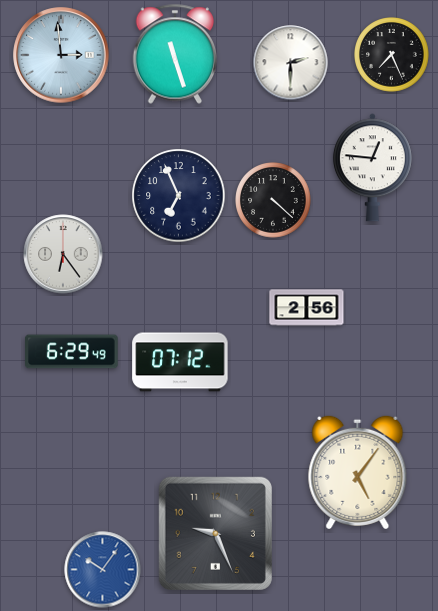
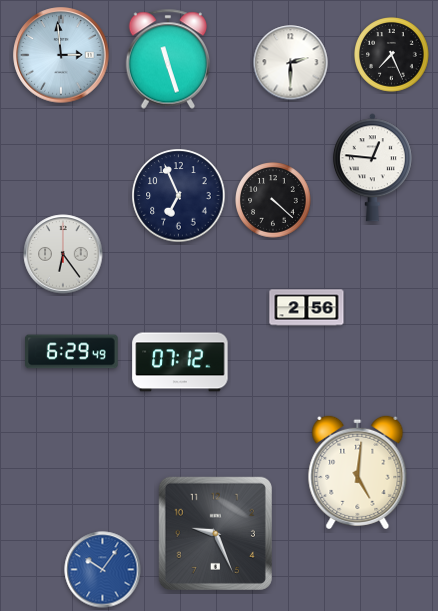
clock at (174, 54) position: (174, 54) -> (167, 59)
clock at (358, 472): 5:06 -> 5:01
